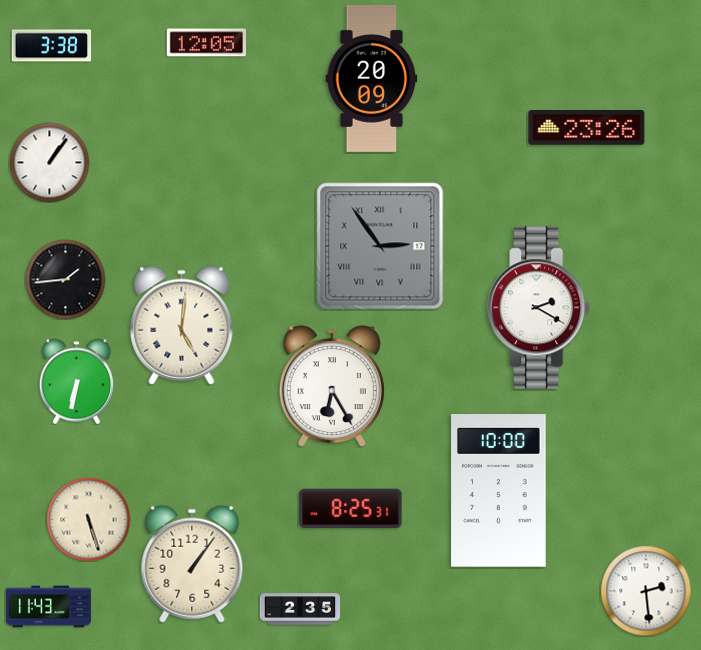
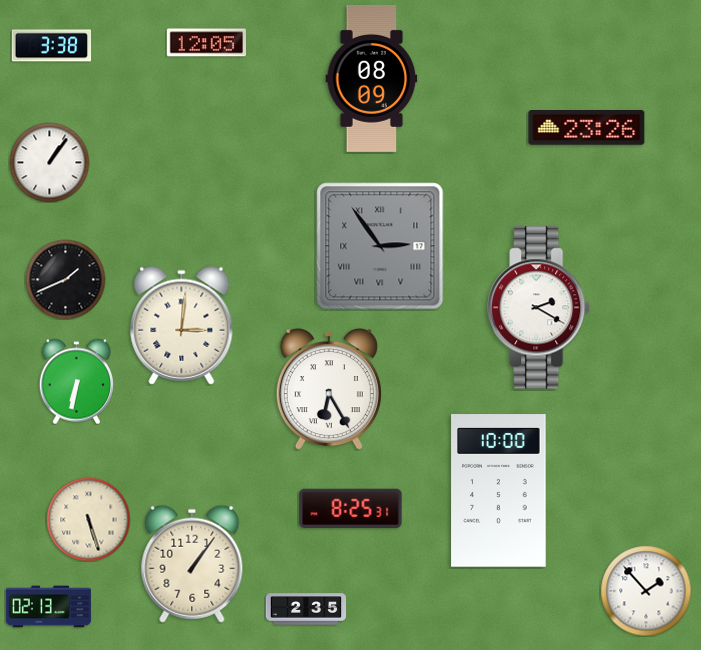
clock at (372, 78): 20:09 -> 08:09
clock at (65, 279): 1:44 -> 1:41
clock at (182, 325): 5:01 -> 3:01
clock at (332, 387) position: (332, 387) -> (329, 390)
clock at (646, 591): 2:29 -> 1:53
clock at (48, 607): 11:43 -> 02:13
clock at (300, 609) position: (300, 609) -> (306, 609)
